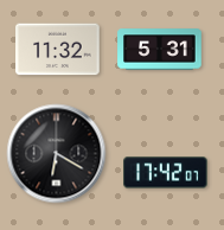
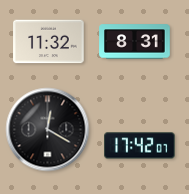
clock at (160, 50): 5:31 -> 8:31
clock at (57, 154): 6:20 -> 12:20
